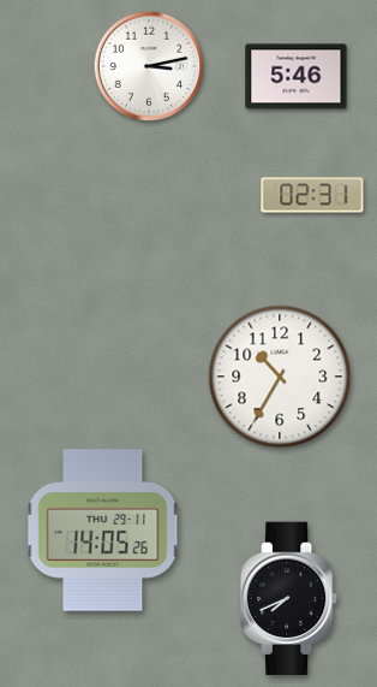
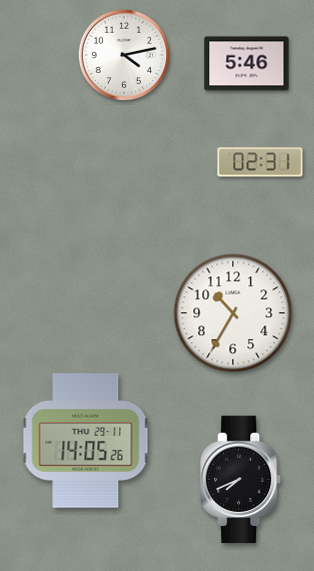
clock at (149, 66): 3:13 -> 4:13
clock at (289, 599) position: (289, 599) -> (241, 480)
